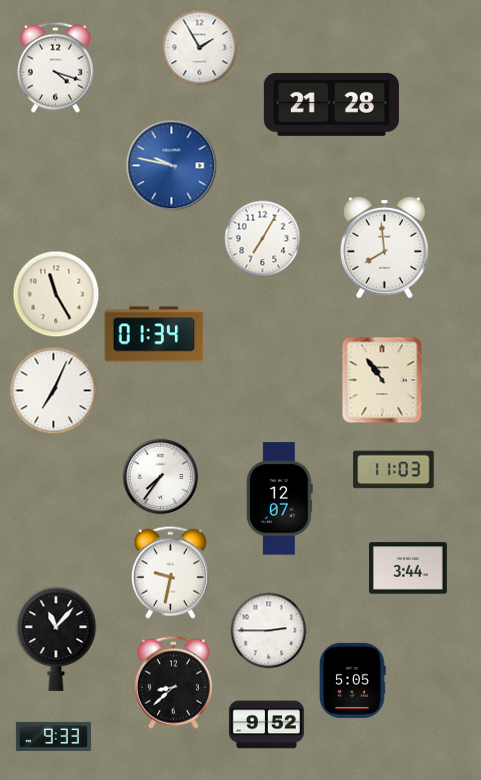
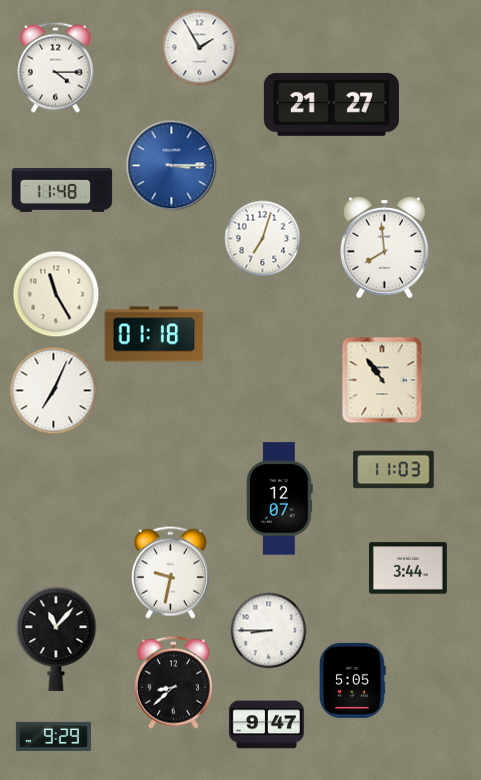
clock at (56, 67): 4:18 -> 4:15
clock at (331, 104): 21:28 -> 21:27
clock at (172, 166): 9:47 -> 3:15
clock at (62, 190): none -> 11:48
clock at (263, 239): 7:05 -> 7:03
clock at (154, 334): 01:34 -> 01:18
clock at (161, 477): 7:36 -> none
clock at (269, 631): 2:45 -> 8:45
clock at (266, 725): 9:52 -> 9:47
clock at (53, 736): 9:33 -> 9:29
